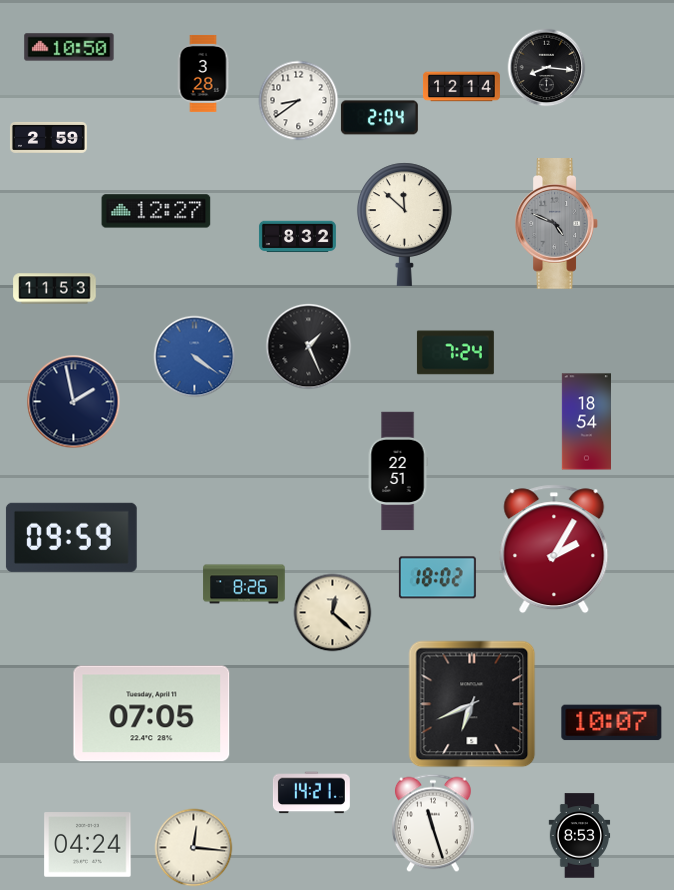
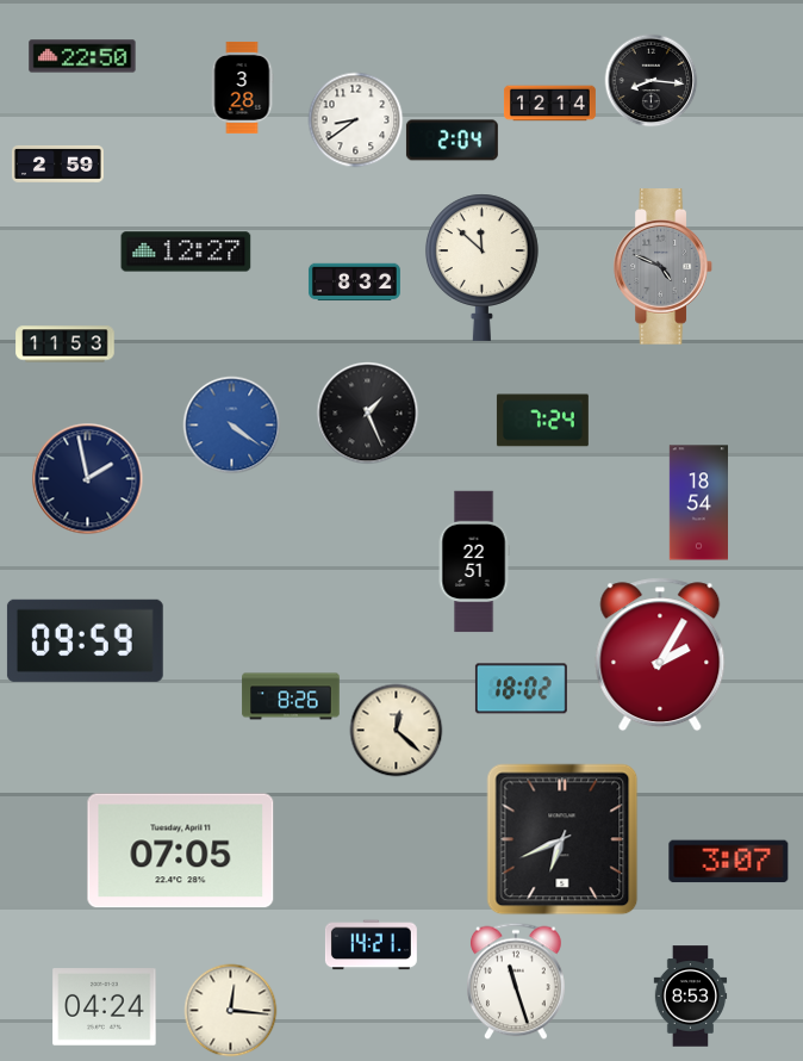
clock at (69, 47): 10:50 -> 22:50
clock at (612, 723): 10:07 -> 3:07
